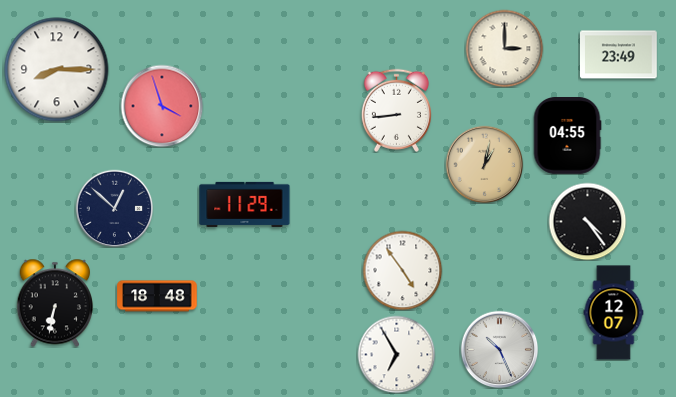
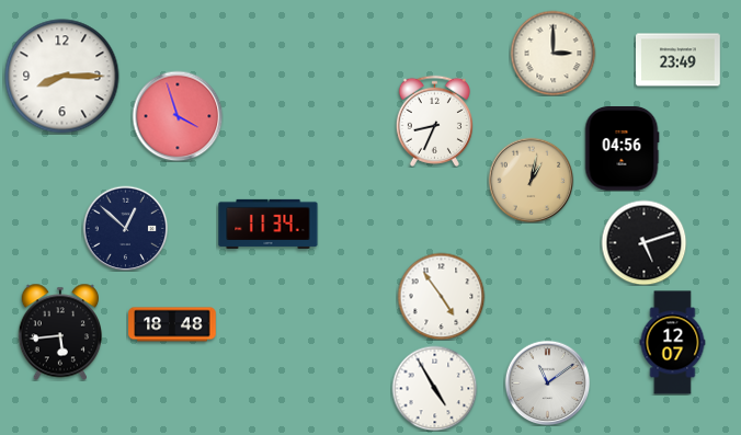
clock at (396, 110): 8:44 -> 8:34
clock at (567, 136): 04:55 -> 04:56
clock at (245, 204): 11:29 -> 11:34
clock at (587, 221): 4:24 -> 5:12
clock at (55, 303): 6:32 -> 5:44
clock at (499, 349): 10:26 -> 11:09
clock at (396, 354): 6:55 -> 4:55
